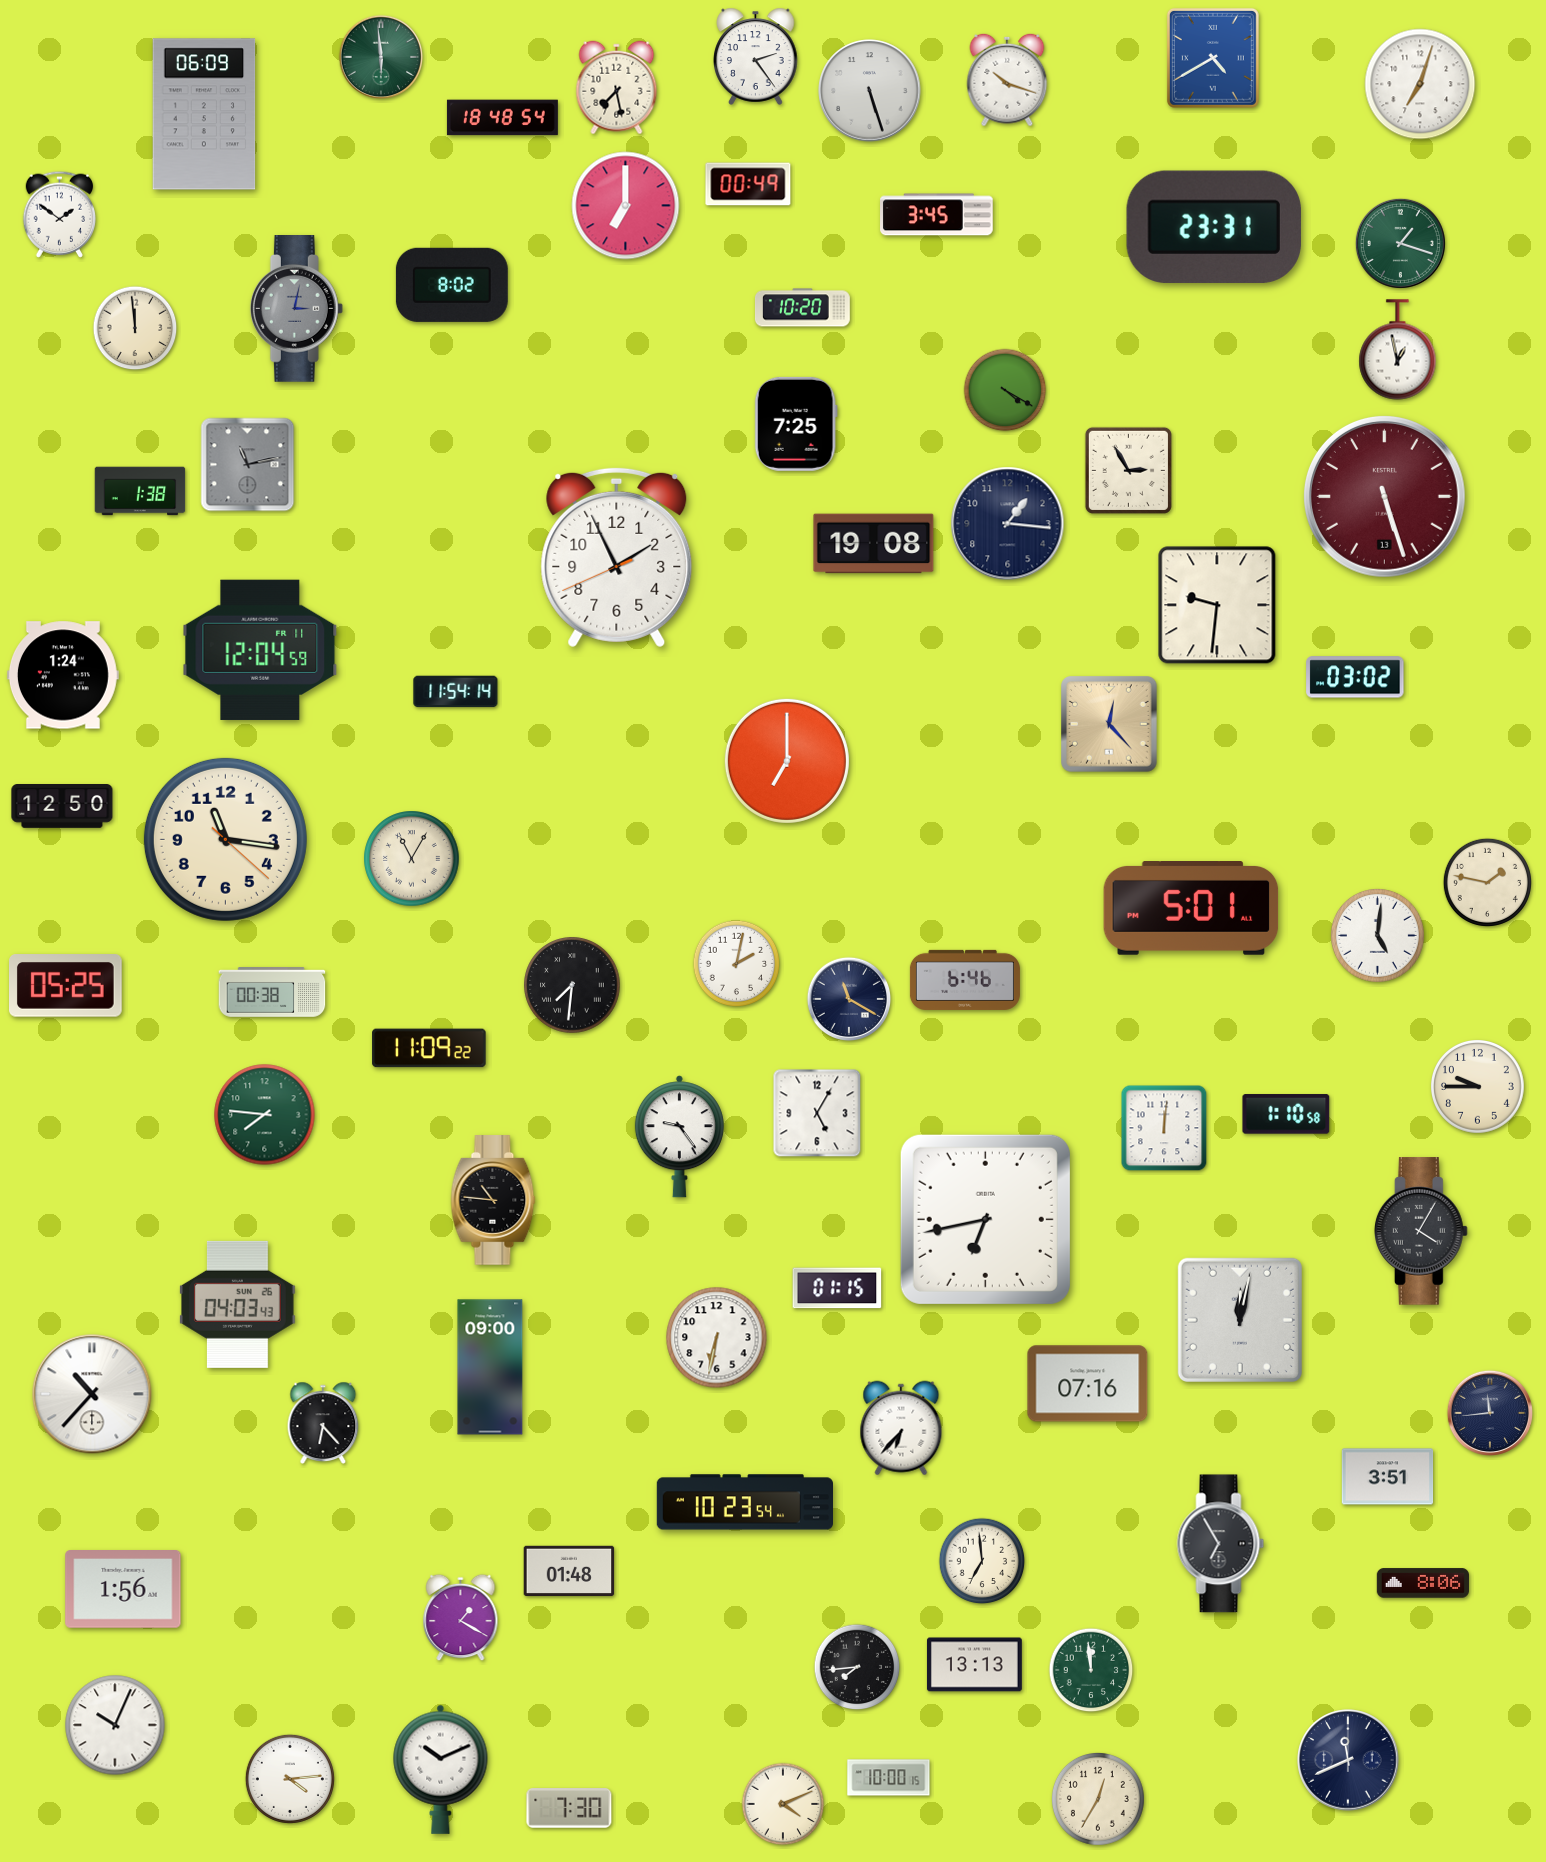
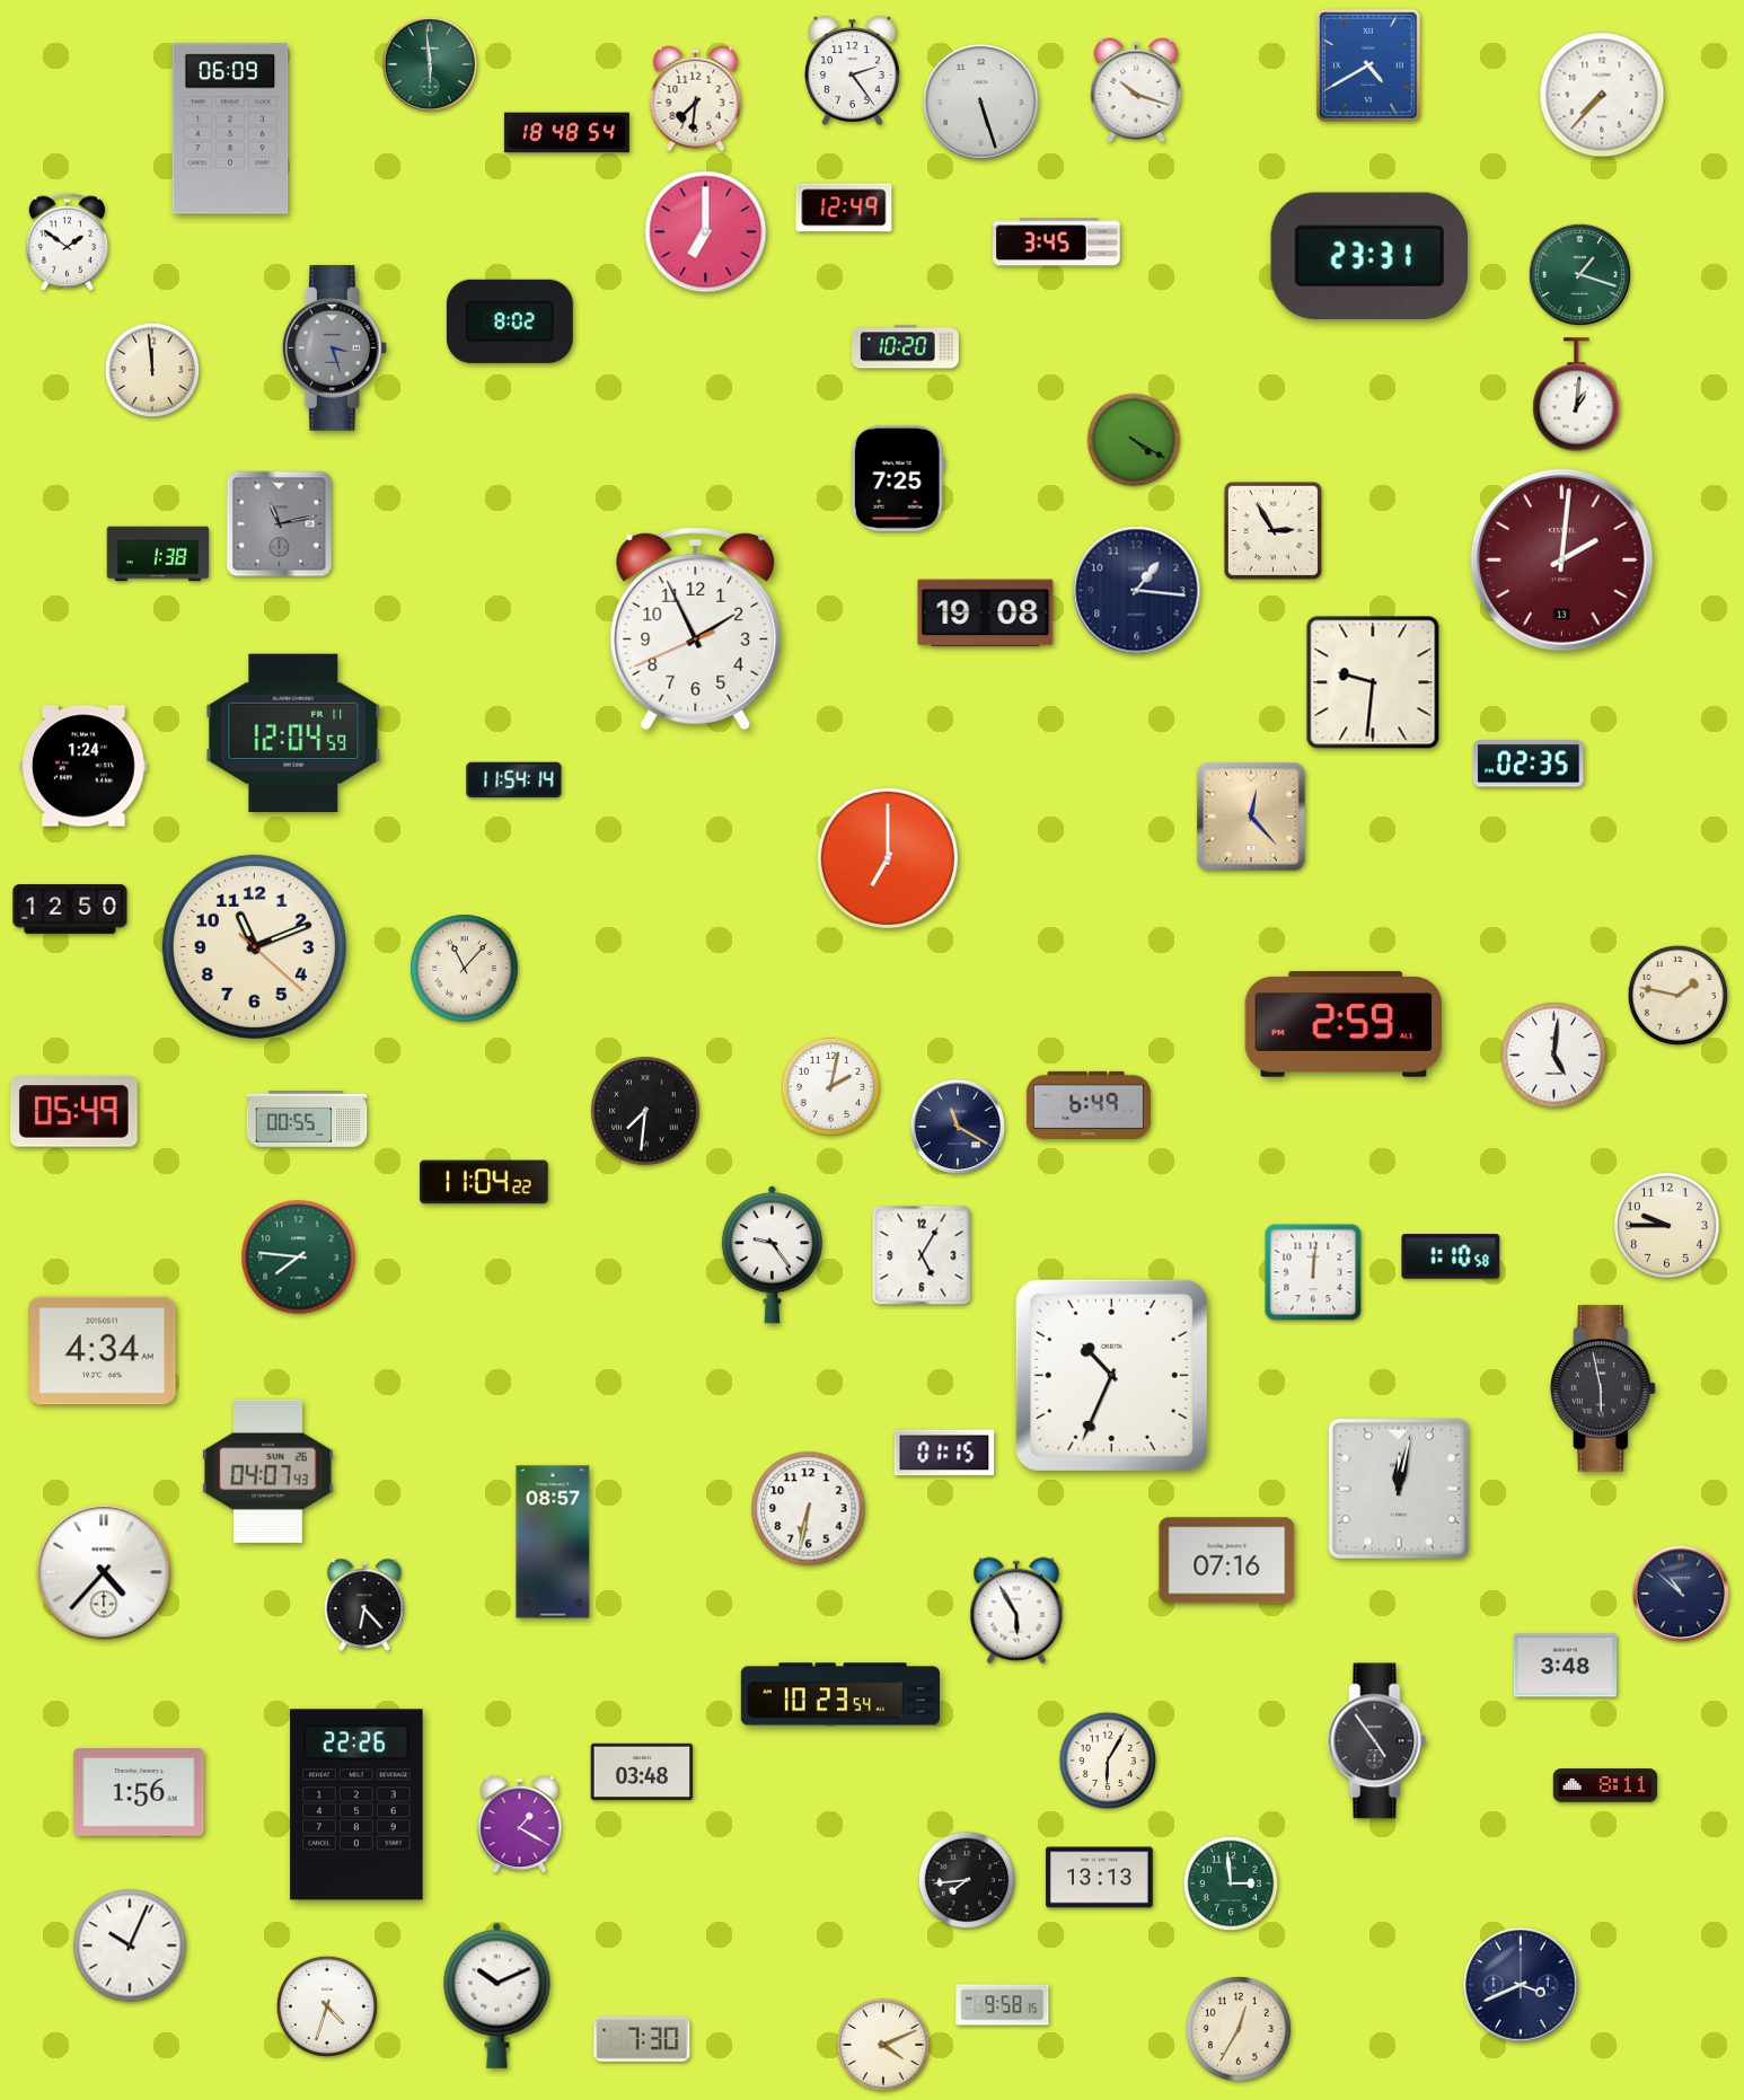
clock at (756, 56) position: (756, 56) -> (853, 70)
clock at (1420, 84): 7:03 -> 7:37
clock at (617, 88): 7:28 -> 7:31
clock at (748, 184): 00:49 -> 12:49
clock at (296, 309): 3:02 -> 3:27
clock at (1398, 350): 12:58 -> 1:01
clock at (1385, 497): 5:27 -> 2:01
clock at (63, 675) position: (63, 675) -> (83, 766)
clock at (1355, 677): 03:02 -> 02:35
clock at (225, 839): 11:16 -> 11:11
clock at (412, 859): 11:05 -> 11:07
clock at (1191, 909): 5:01 -> 2:59
clock at (965, 980): 6:46 -> 6:49
clock at (66, 986): 05:25 -> 05:49
clock at (272, 992): 00:38 -> 00:55
clock at (429, 1048): 11:09 -> 11:04
clock at (679, 1137) position: (679, 1137) -> (772, 1255)
clock at (103, 1351): none -> 4:34
clock at (493, 1200): 10:46 -> none
clock at (985, 1219): 6:43 -> 10:34
clock at (1421, 1231): 4:05 -> 5:58
clock at (238, 1304): 04:03 -> 04:07
clock at (490, 1367): 09:00 -> 08:57
clock at (92, 1394): 10:37 -> 4:37
clock at (1489, 1412): 11:44 -> 10:52
clock at (901, 1428): 6:37 -> 5:55
clock at (1388, 1477): 3:51 -> 3:48
clock at (1221, 1544): 6:55 -> 4:54
clock at (982, 1561): 6:59 -> 6:05
clock at (569, 1571): 01:48 -> 03:48
clock at (1423, 1583): 8:06 -> 8:11
clock at (356, 1805): none -> 22:26
clock at (1091, 1670): 11:59 -> 2:59
clock at (1348, 1760): 11:41 -> 3:41
clock at (889, 1778): 10:00 -> 9:58
clock at (290, 1779): 4:14 -> 4:33
clock at (783, 1804) position: (783, 1804) -> (883, 2045)
